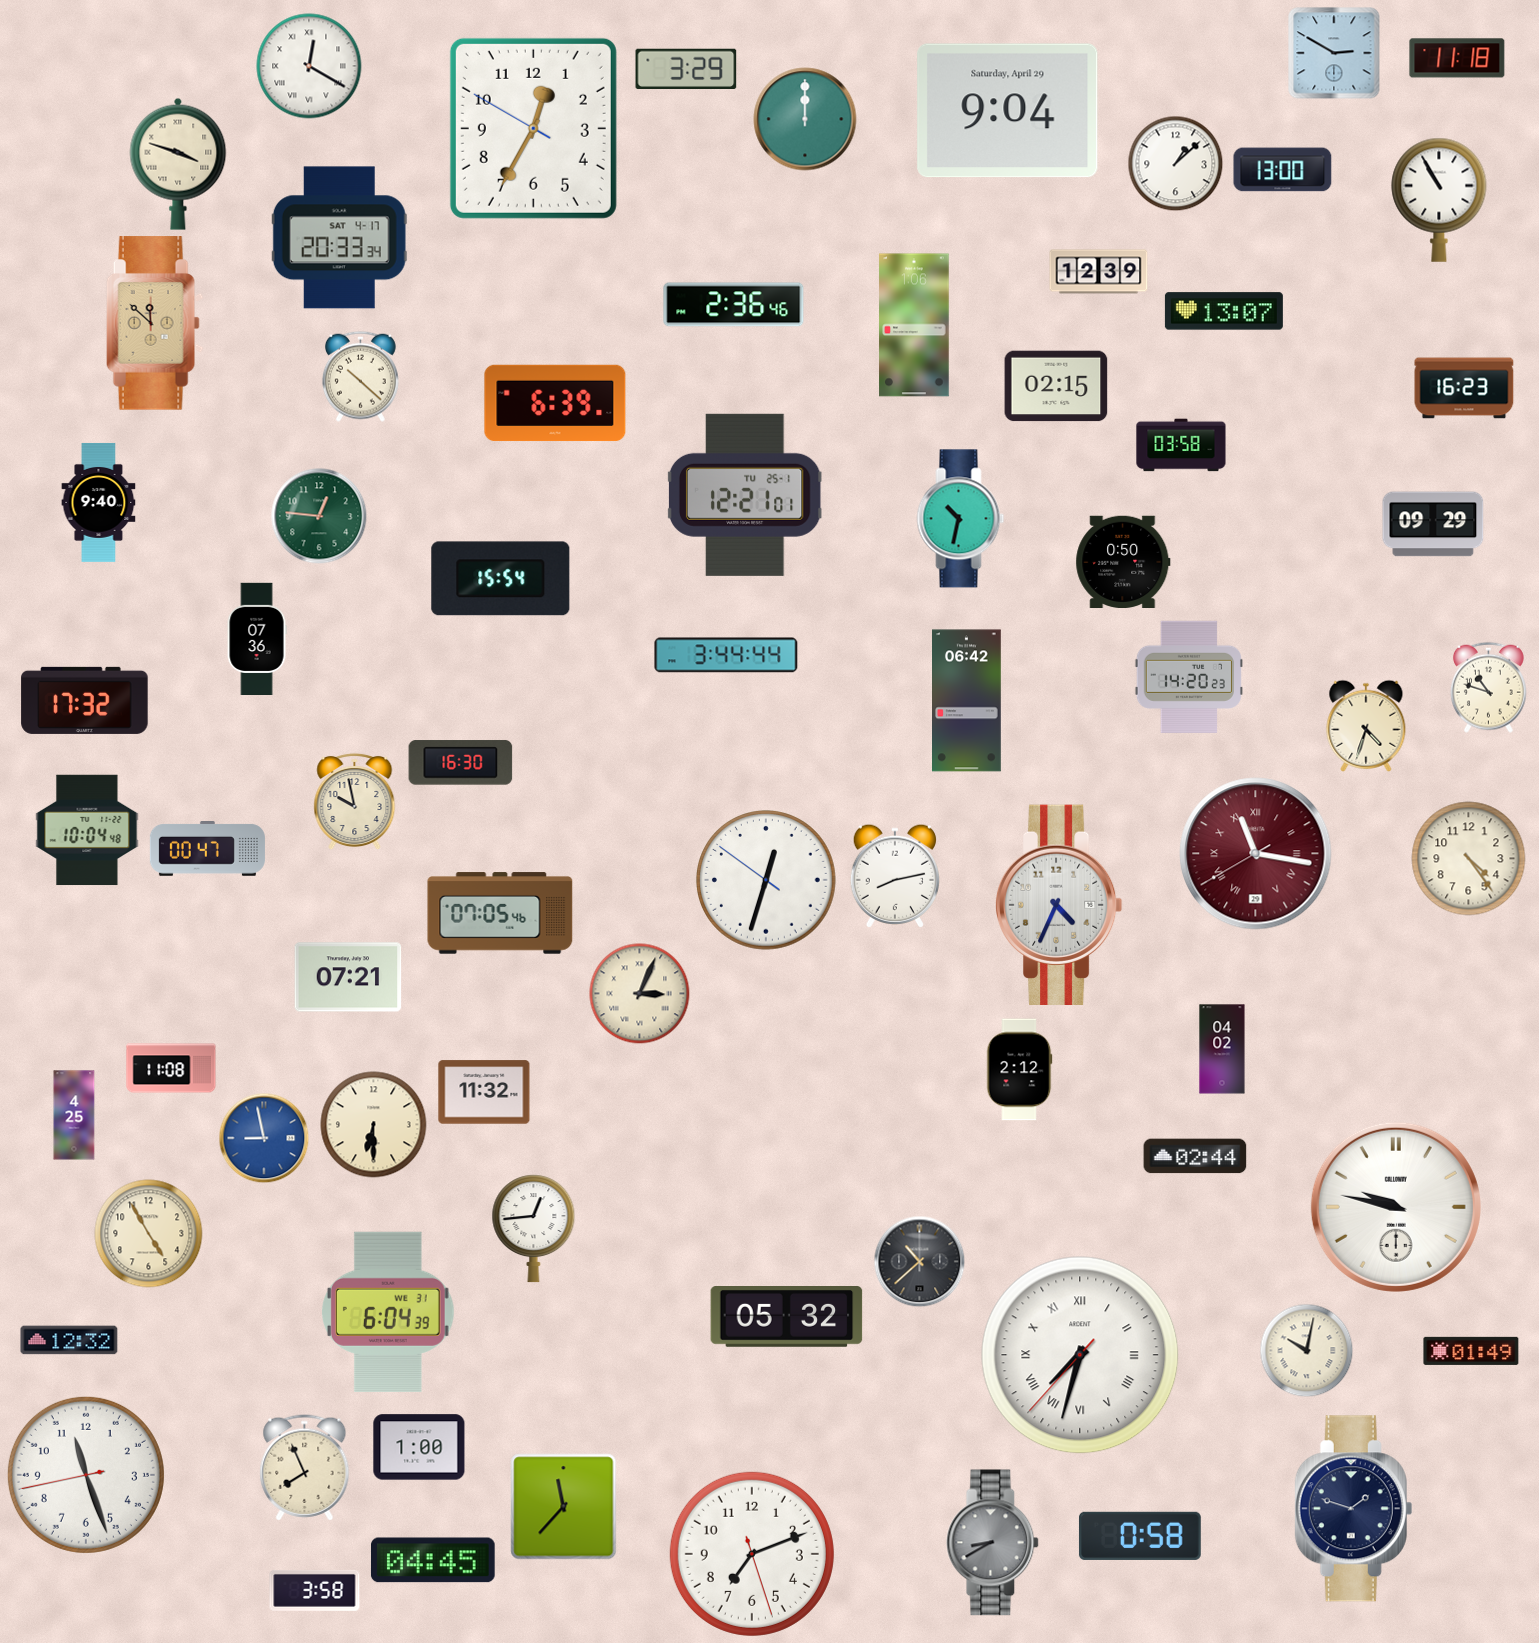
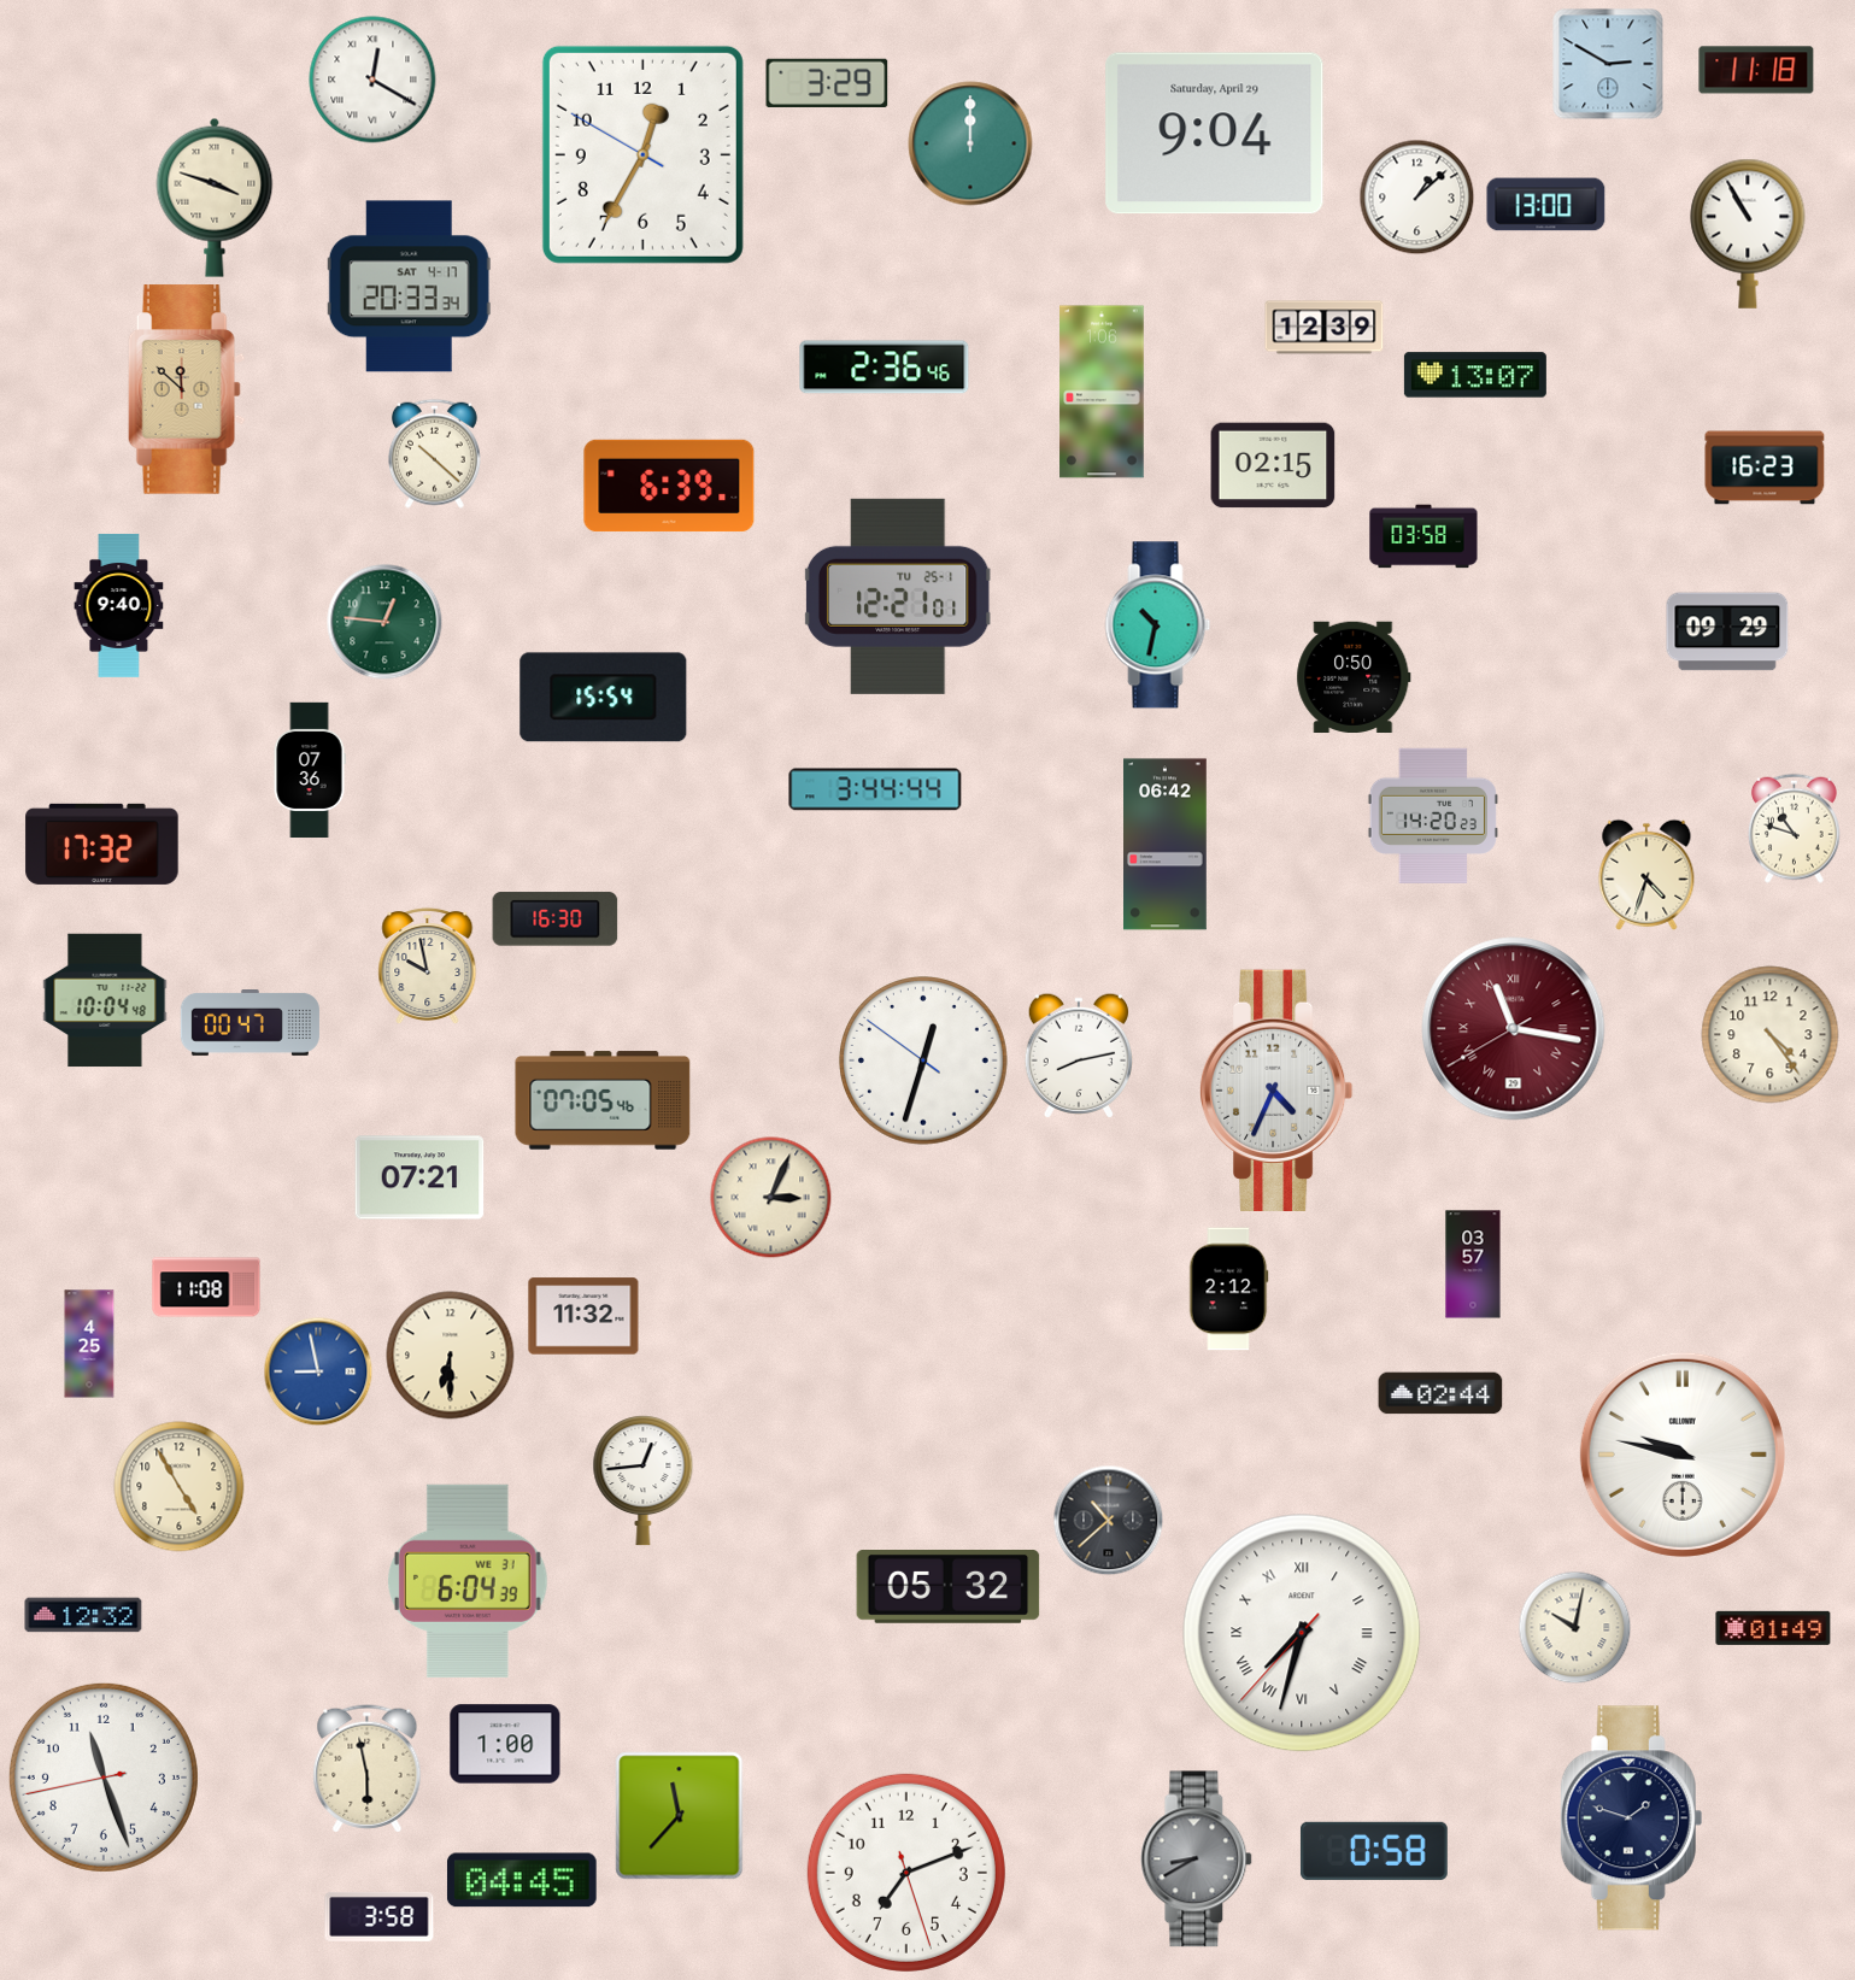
clock at (1439, 200) position: (1439, 200) -> (1748, 234)
clock at (1222, 1049): 04:02 -> 03:57
clock at (305, 1468): 7:56 -> 5:58
